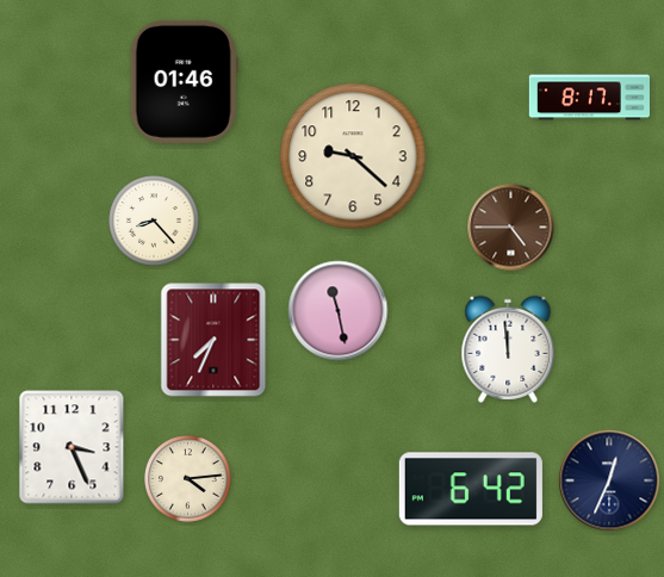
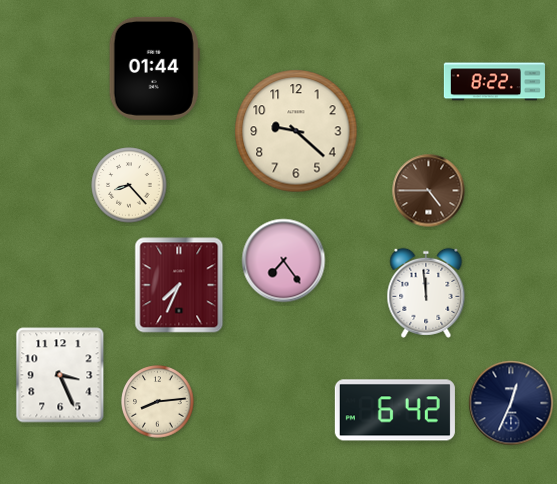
clock at (184, 81): 01:46 -> 01:44
clock at (589, 98): 8:17 -> 8:22
clock at (339, 311): 11:28 -> 7:24
clock at (188, 479): 4:14 -> 8:14
